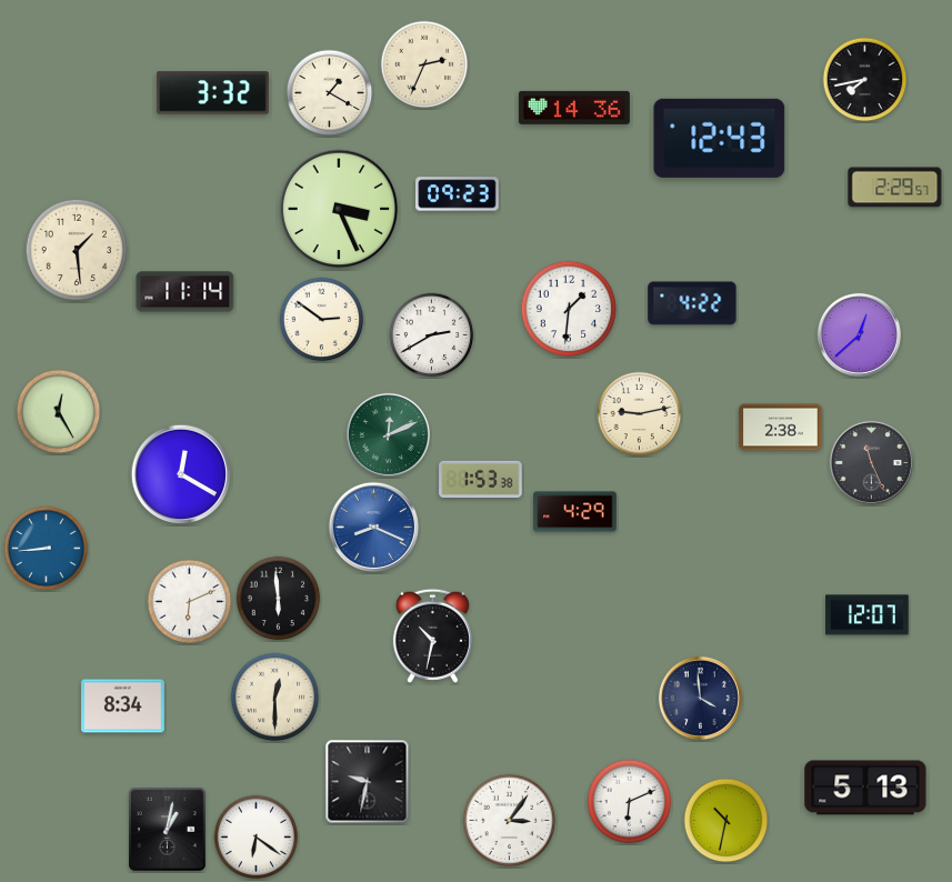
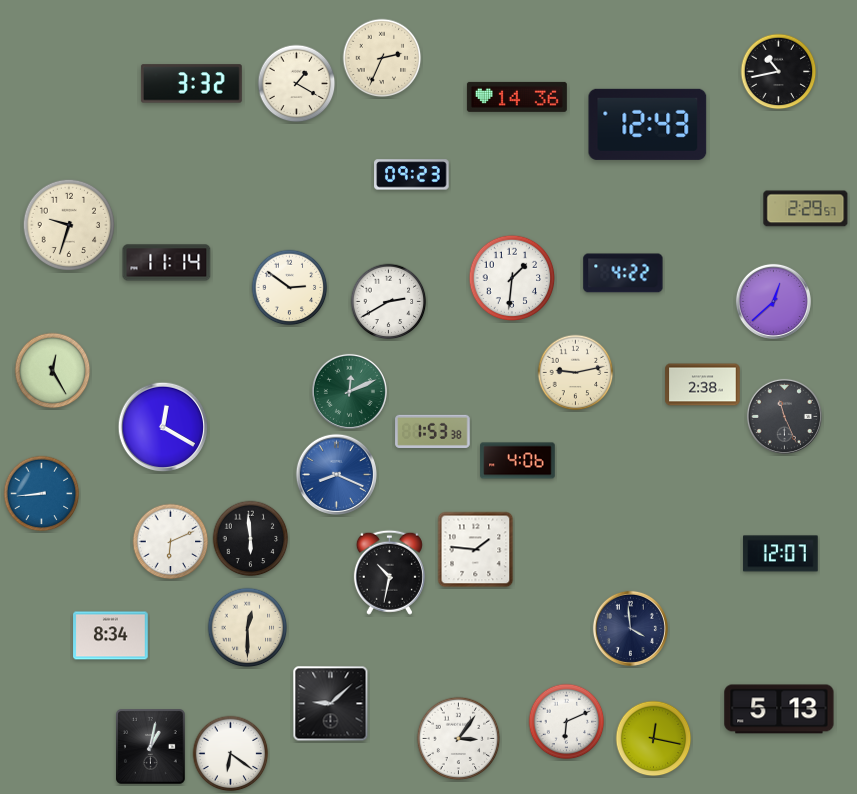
clock at (865, 80): 7:43 -> 10:43
clock at (895, 188) position: (895, 188) -> (806, 209)
clock at (339, 209): 3:26 -> none
clock at (77, 250): 1:29 -> 9:33
clock at (575, 512): 4:29 -> 4:06
clock at (476, 550): none -> 1:46
clock at (368, 782): 9:32 -> 9:08
clock at (726, 821): 10:32 -> 12:17
